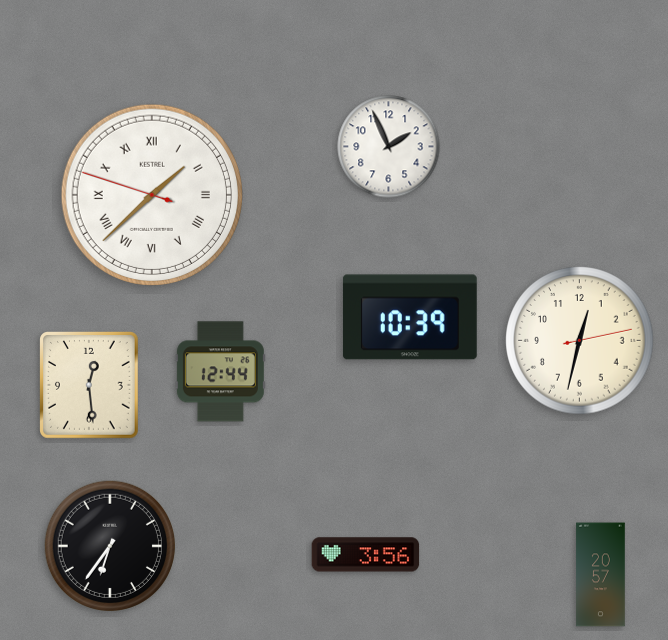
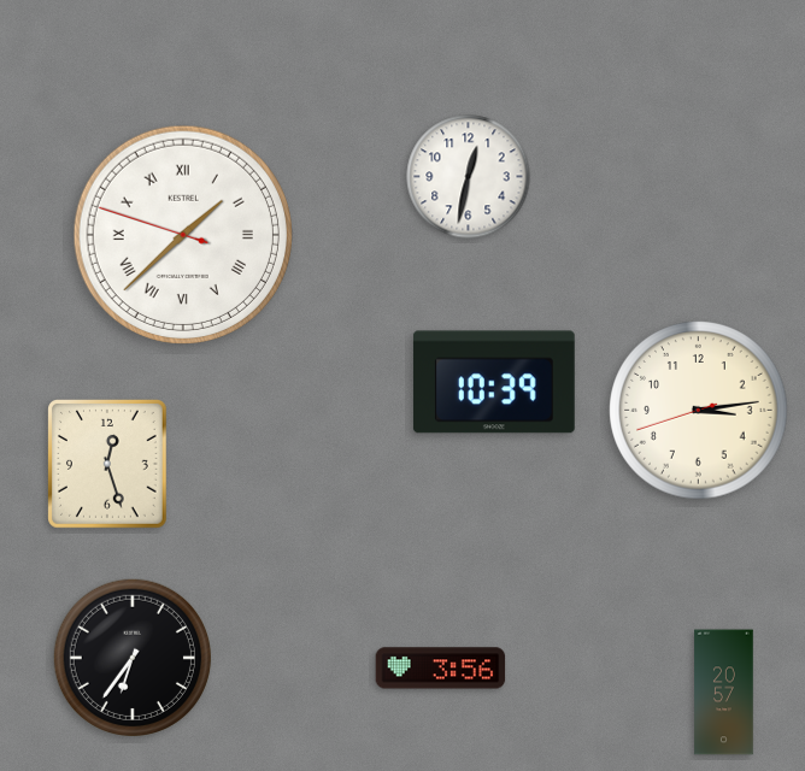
clock at (389, 147): 1:56 -> 12:32
clock at (580, 341): 12:32 -> 3:13
clock at (220, 372): 12:44 -> none
clock at (90, 386): 12:29 -> 12:27
